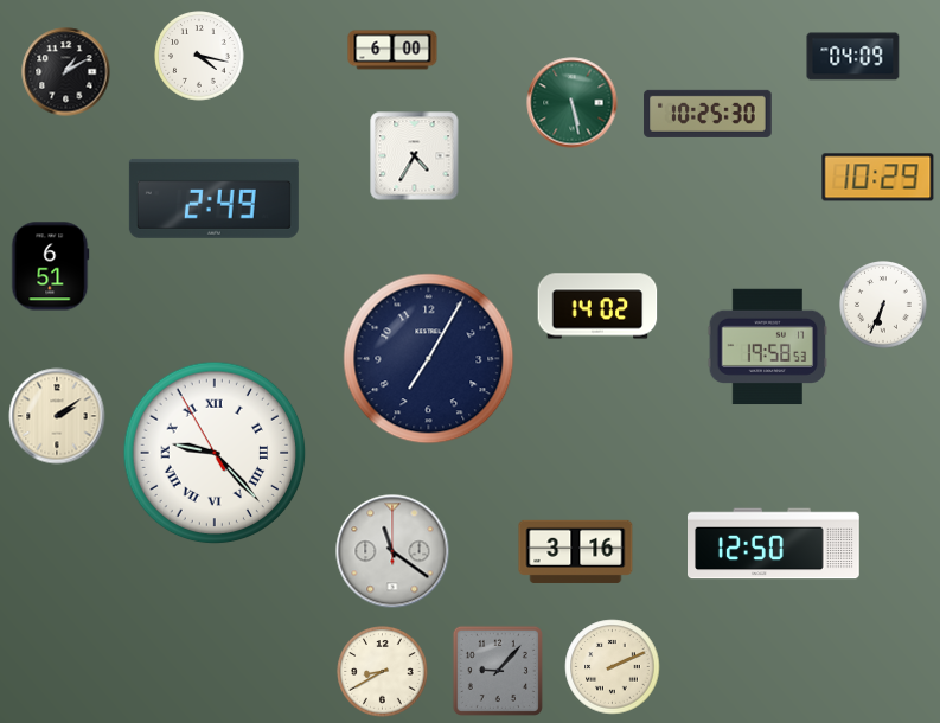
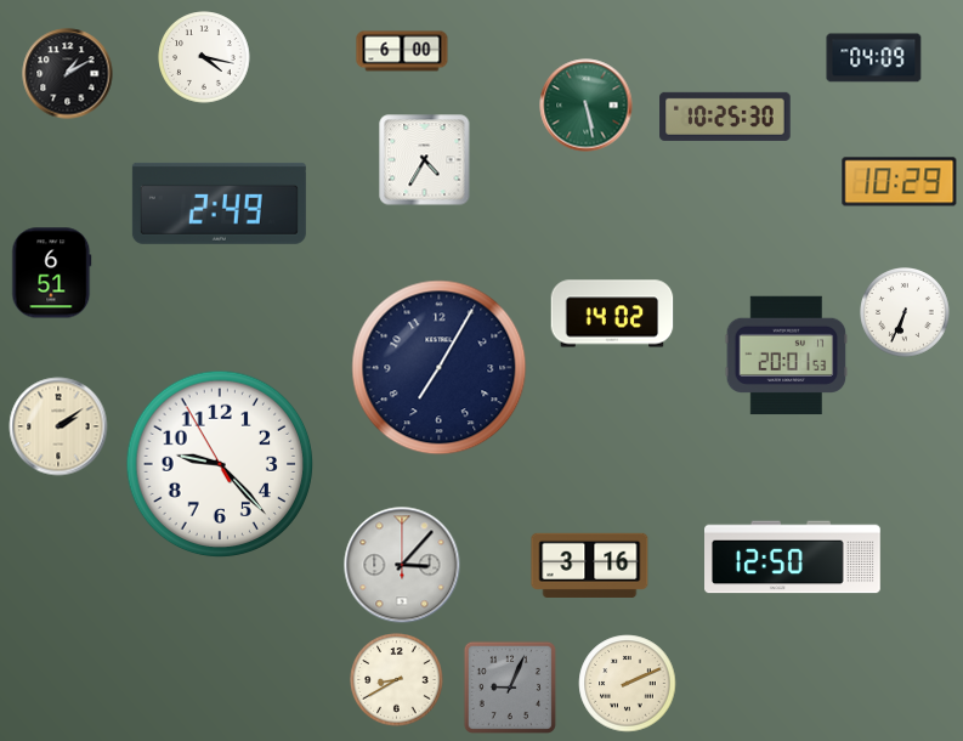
clock at (768, 347): 19:58 -> 20:01
clock at (215, 453) numerals: Roman -> Arabic
clock at (392, 551): 11:21 -> 3:07
clock at (498, 671): 9:07 -> 9:04
clock at (383, 672) position: (383, 672) -> (397, 680)
